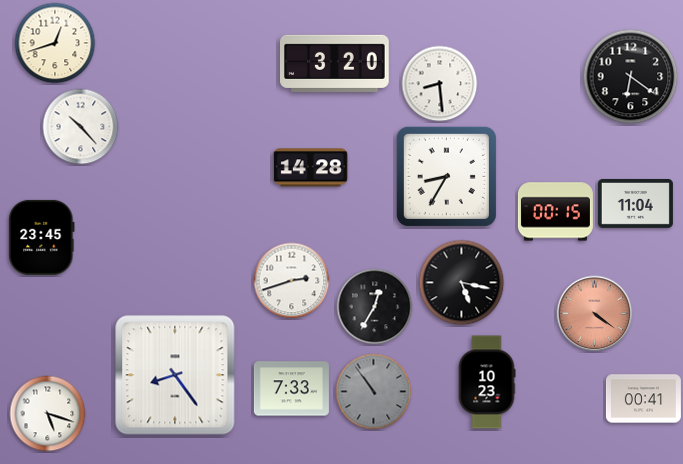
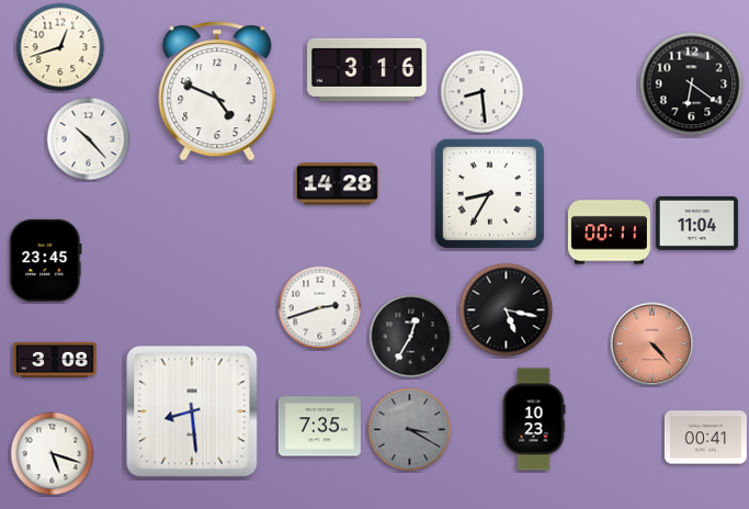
clock at (335, 63): 3:20 -> 3:16
clock at (217, 91): none -> 4:49
clock at (310, 168) position: (310, 168) -> (337, 184)
clock at (555, 212): 00:15 -> 00:11
clock at (595, 314): 4:21 -> 4:23
clock at (55, 360): none -> 3:08
clock at (175, 375): 8:24 -> 8:29
clock at (291, 389): 7:33 -> 7:35
clock at (374, 392): 10:54 -> 3:20
